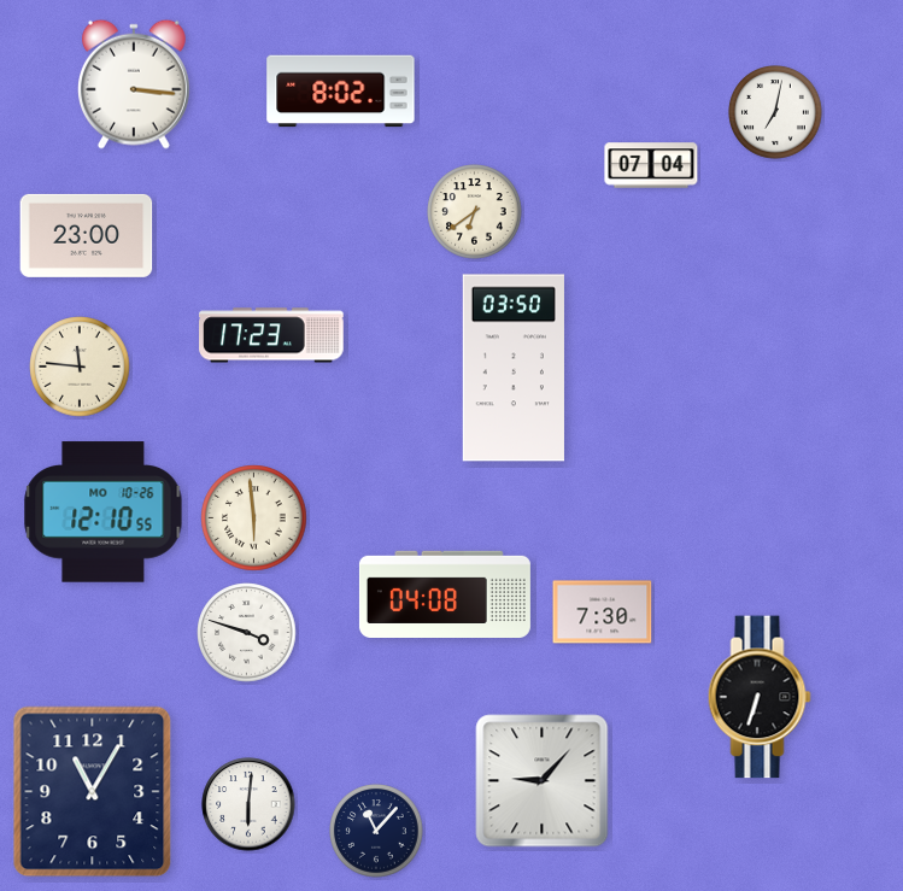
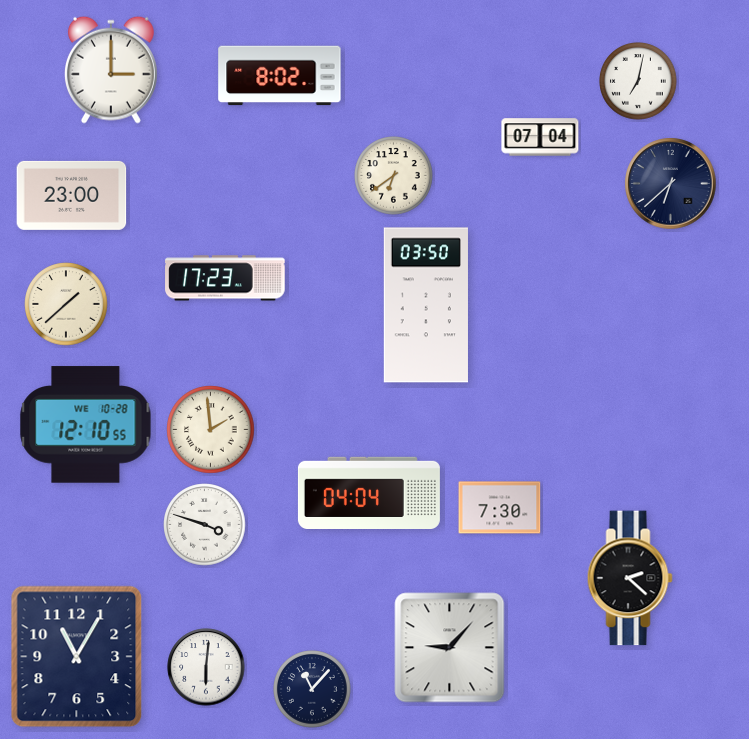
clock at (134, 84): 3:16 -> 3:00
clock at (341, 92) position: (341, 92) -> (280, 76)
clock at (775, 112) position: (775, 112) -> (638, 81)
clock at (671, 184): none -> 6:38
clock at (80, 367): 11:46 -> 1:38
clock at (104, 512) date: MO 10-26 -> WE 10-28
clock at (254, 518): 5:59 -> 1:59
clock at (445, 593): 04:08 -> 04:04
clock at (760, 697): 6:33 -> 2:22
